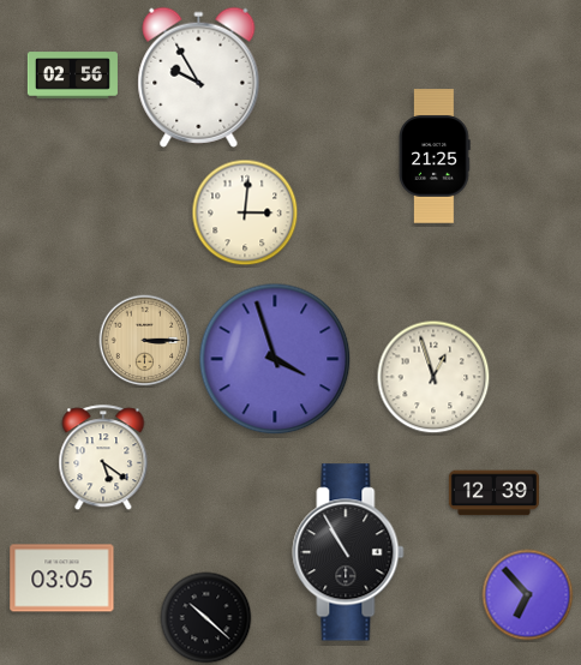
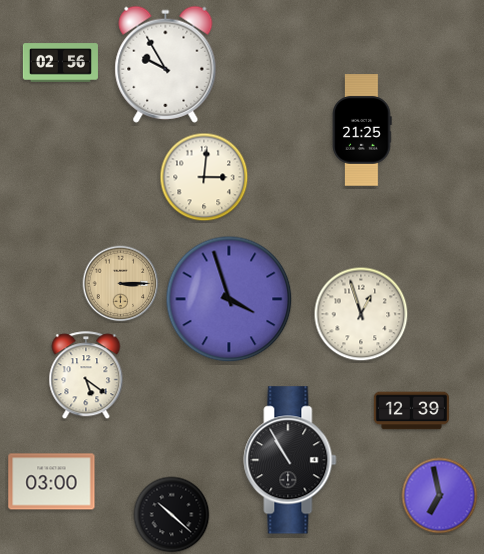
clock at (103, 459) position: (103, 459) -> (86, 376)
clock at (62, 579): 03:05 -> 03:00
clock at (528, 595): 6:53 -> 6:58
